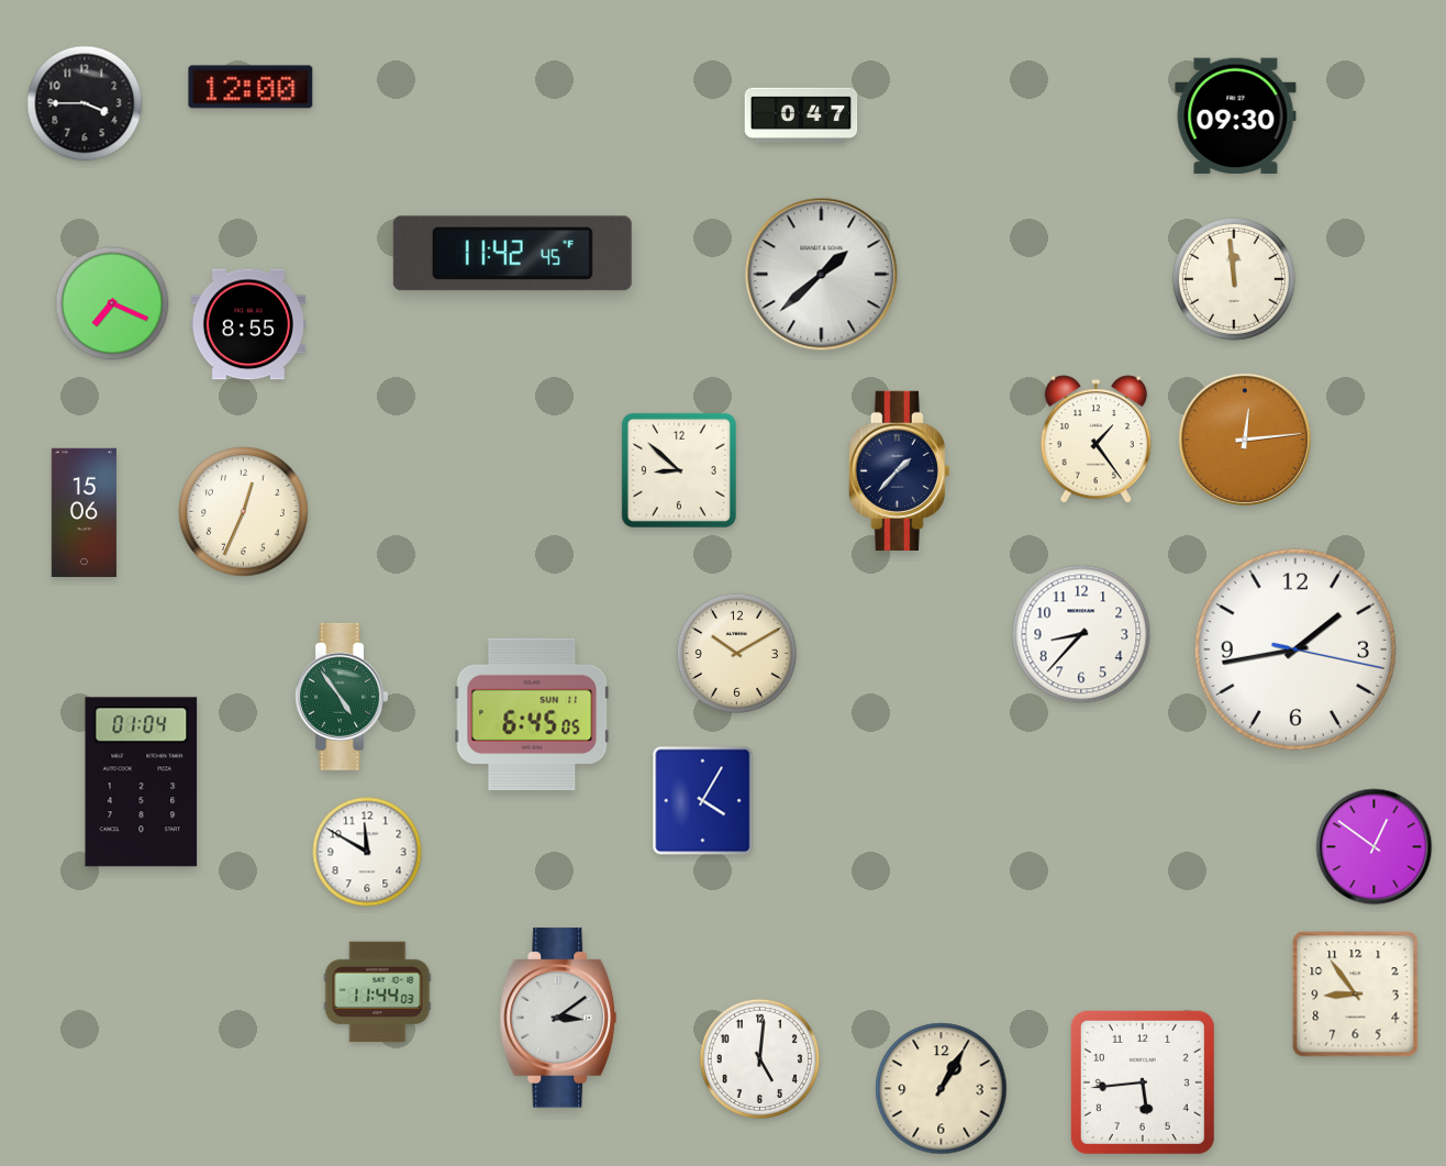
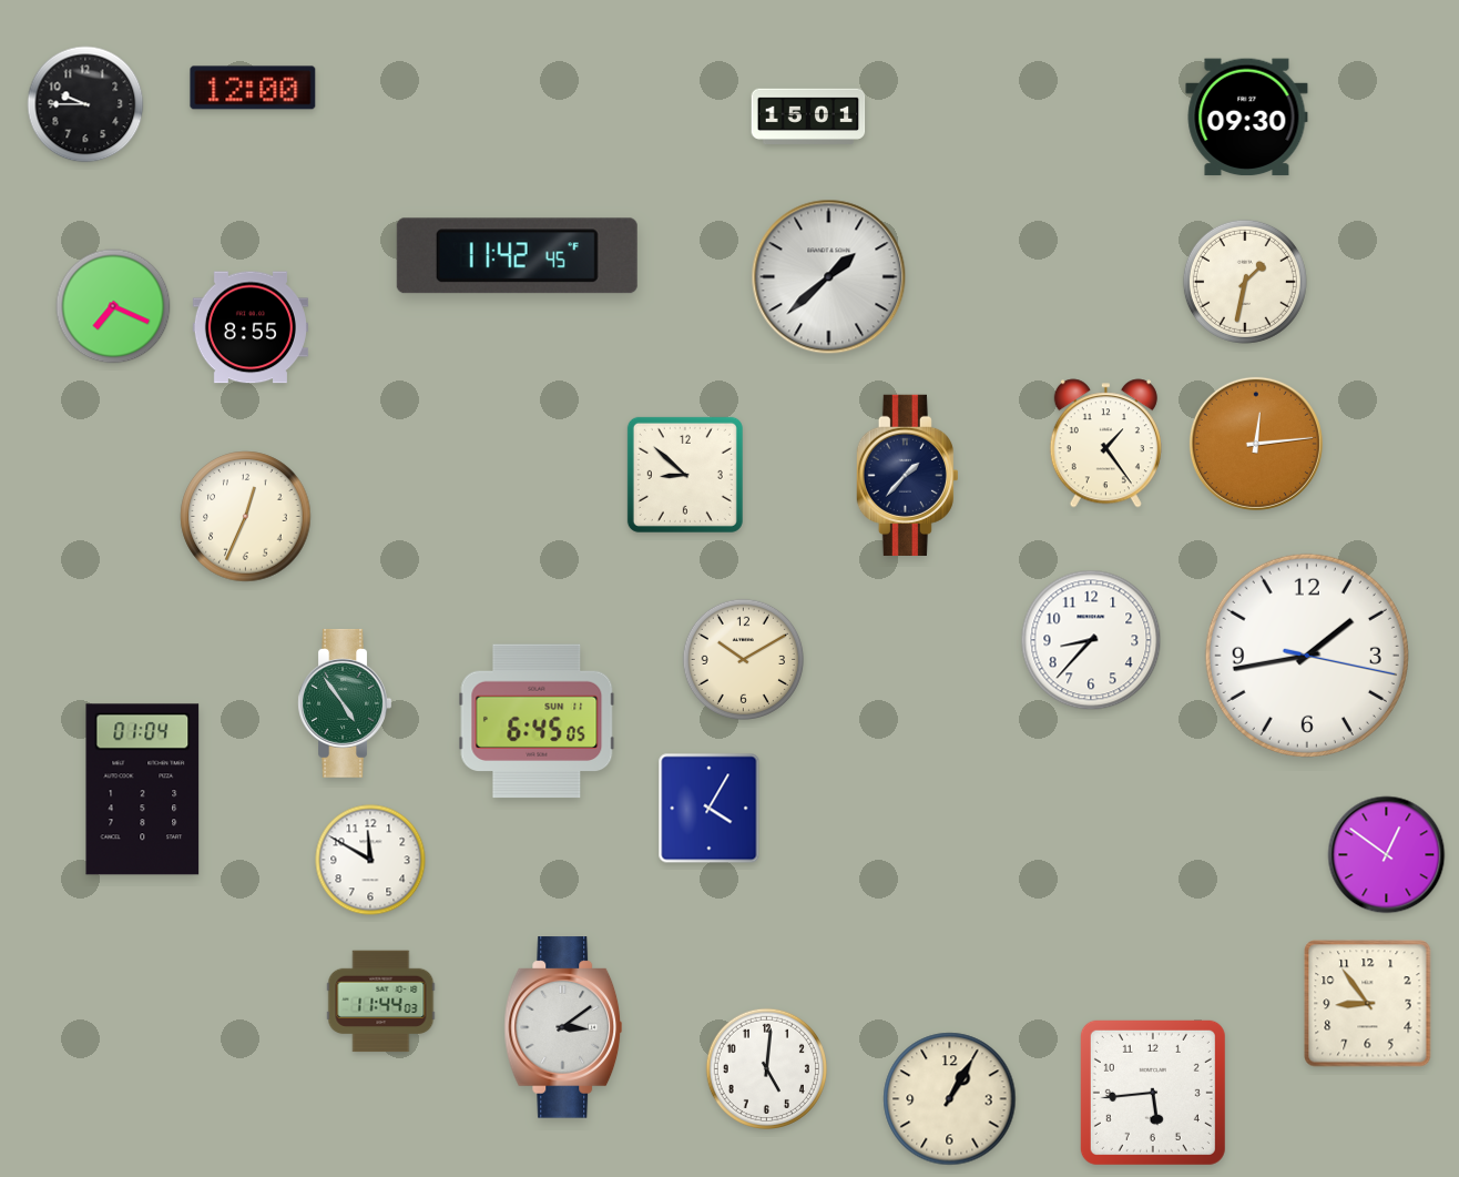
clock at (85, 103): 3:45 -> 9:45
clock at (801, 114): 0:47 -> 15:01
clock at (1234, 279): 11:59 -> 1:32
clock at (84, 512): 15:06 -> none
